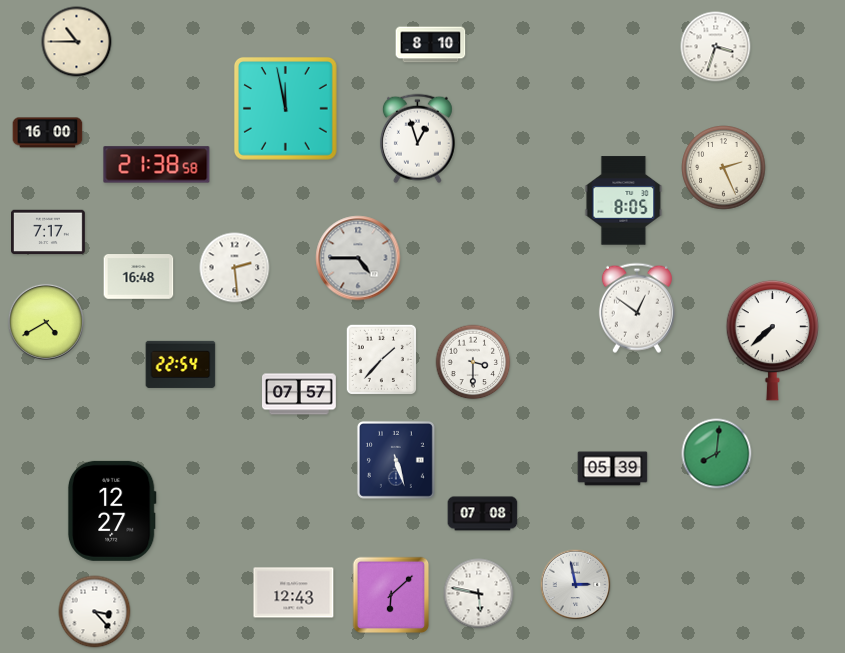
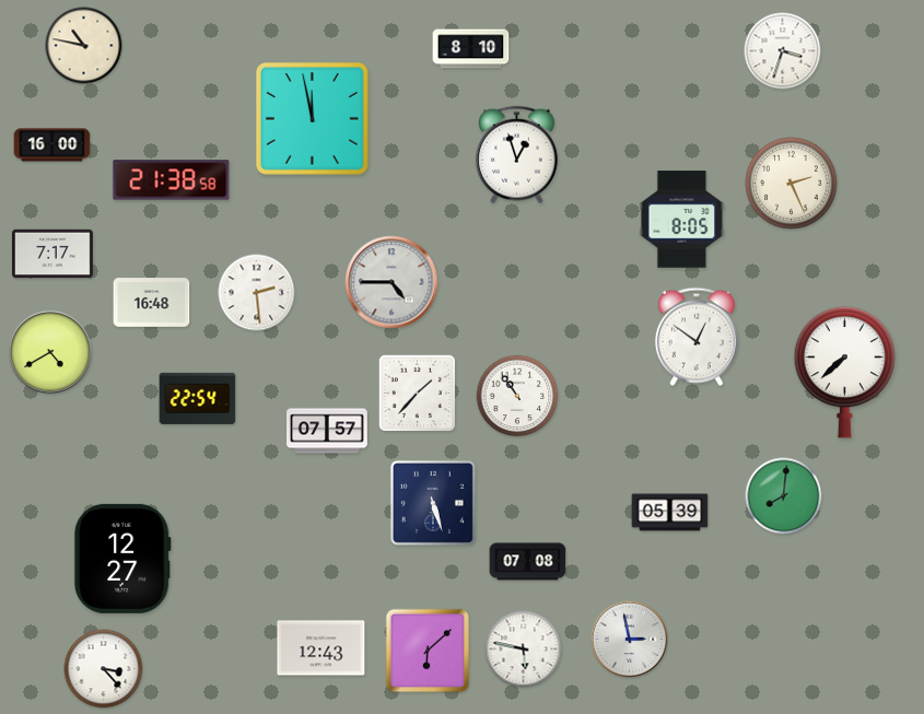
clock at (77, 42): 10:45 -> 10:47
clock at (417, 139) position: (417, 139) -> (516, 155)
clock at (473, 362): 3:30 -> 10:54
